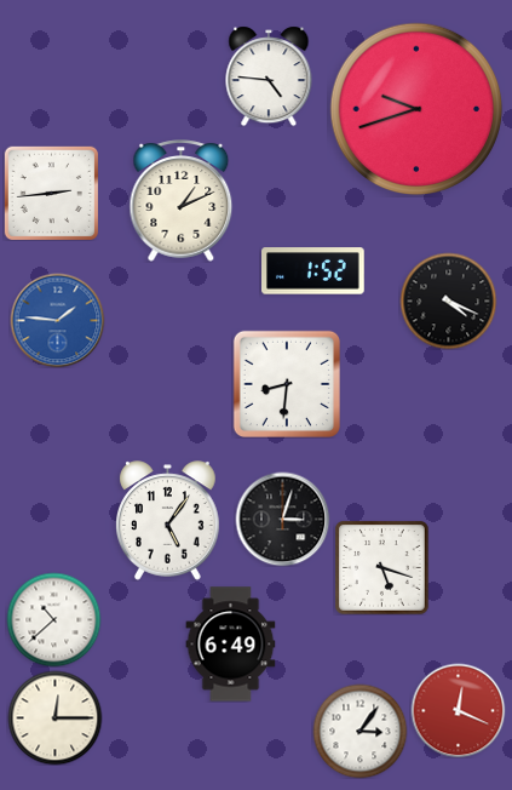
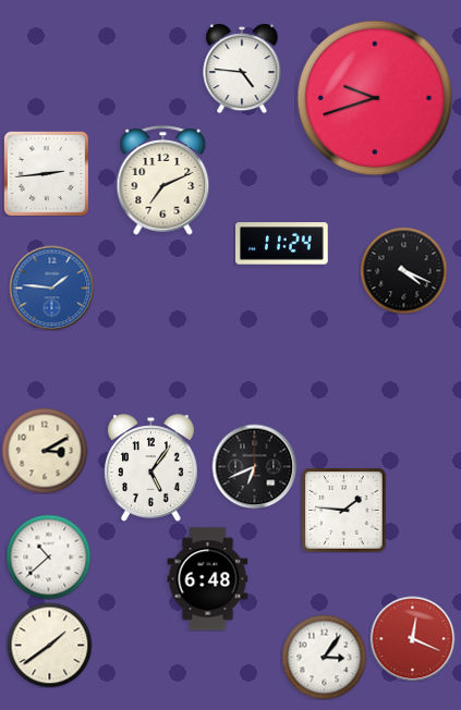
clock at (182, 201): 1:11 -> 7:11
clock at (313, 271): 1:52 -> 11:24
clock at (287, 384): 8:31 -> none
clock at (45, 451): none -> 3:10
clock at (282, 519): 3:03 -> 6:41
clock at (382, 568): 5:18 -> 1:46
clock at (231, 645): 6:49 -> 6:48
clock at (54, 717): 12:15 -> 1:39
